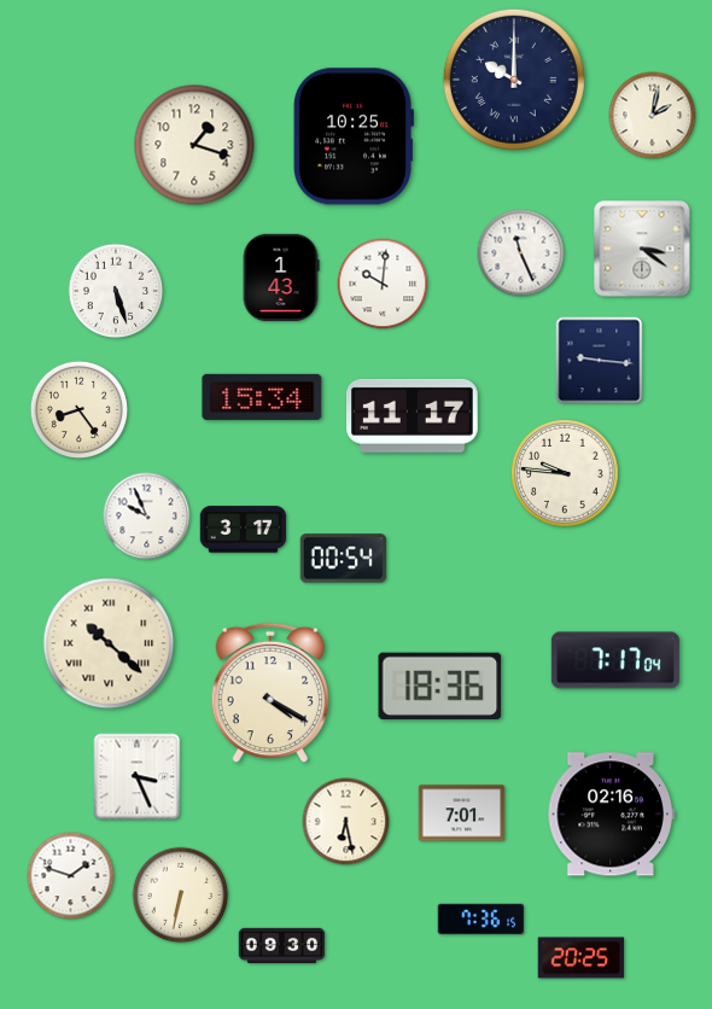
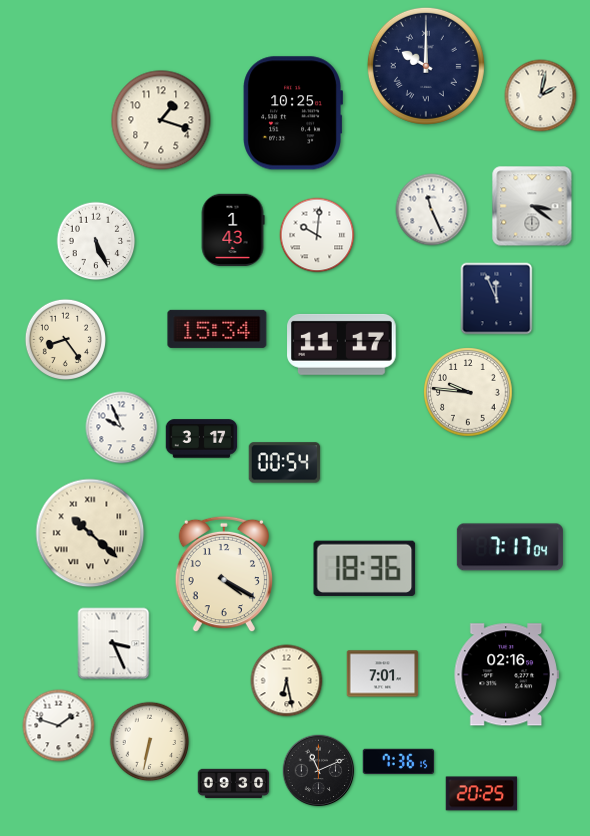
clock at (116, 291): 5:27 -> 5:26
clock at (600, 361): 9:16 -> 11:56
clock at (319, 771): none -> 11:11
